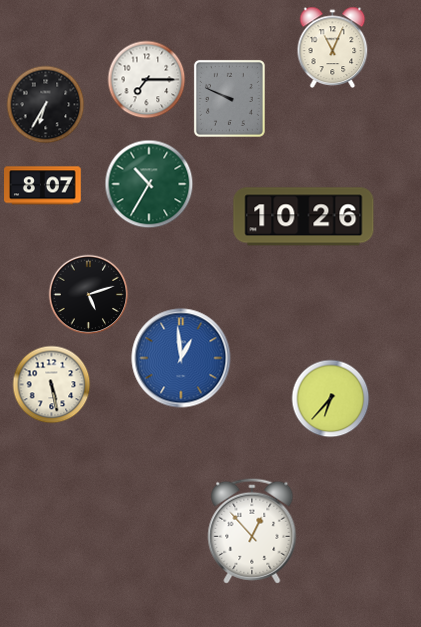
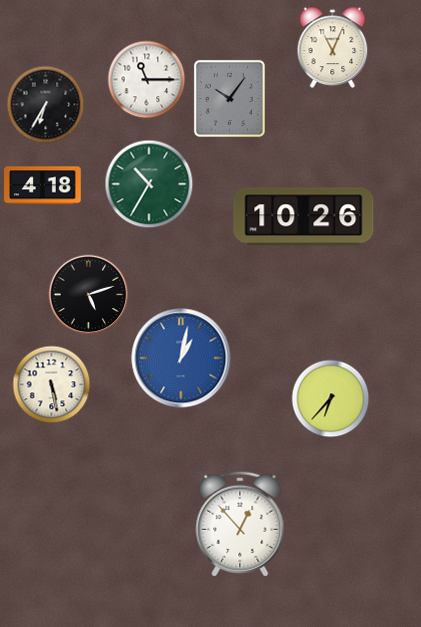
clock at (146, 79): 7:15 -> 11:15
clock at (229, 98): 9:49 -> 10:06
clock at (43, 186): 8:07 -> 4:18
clock at (181, 358): 12:59 -> 1:02
clock at (252, 531) position: (252, 531) -> (240, 524)
